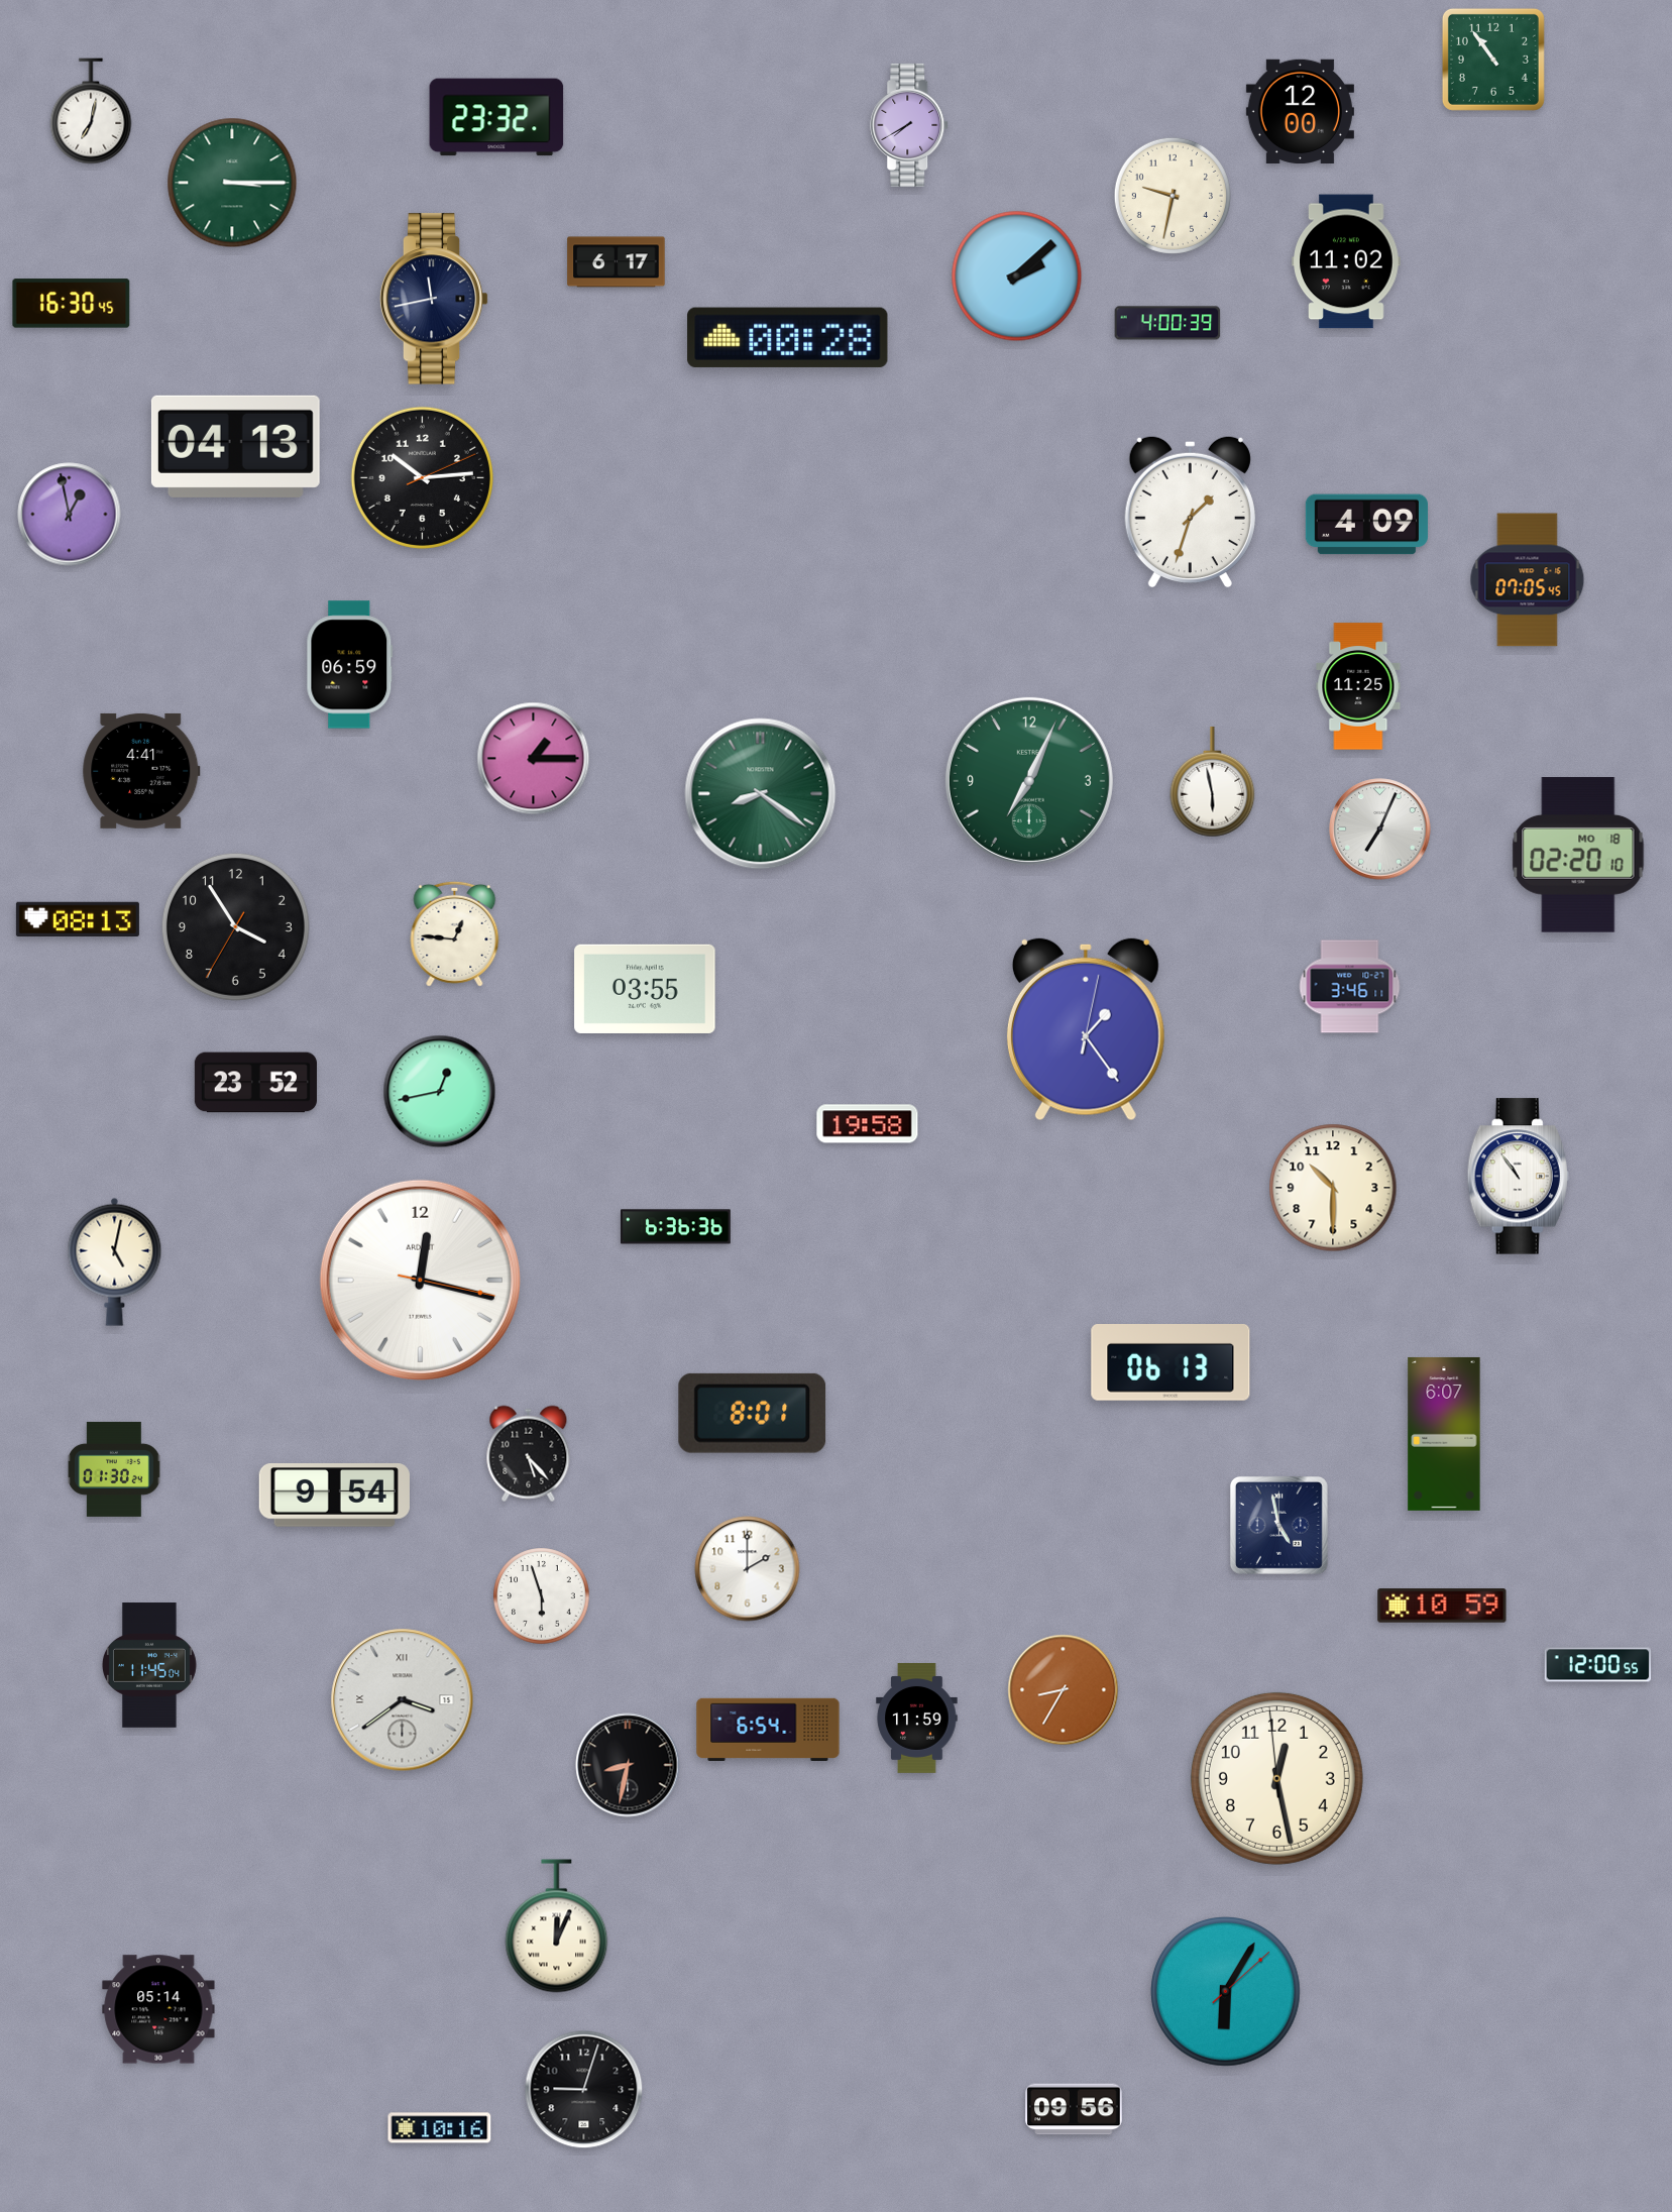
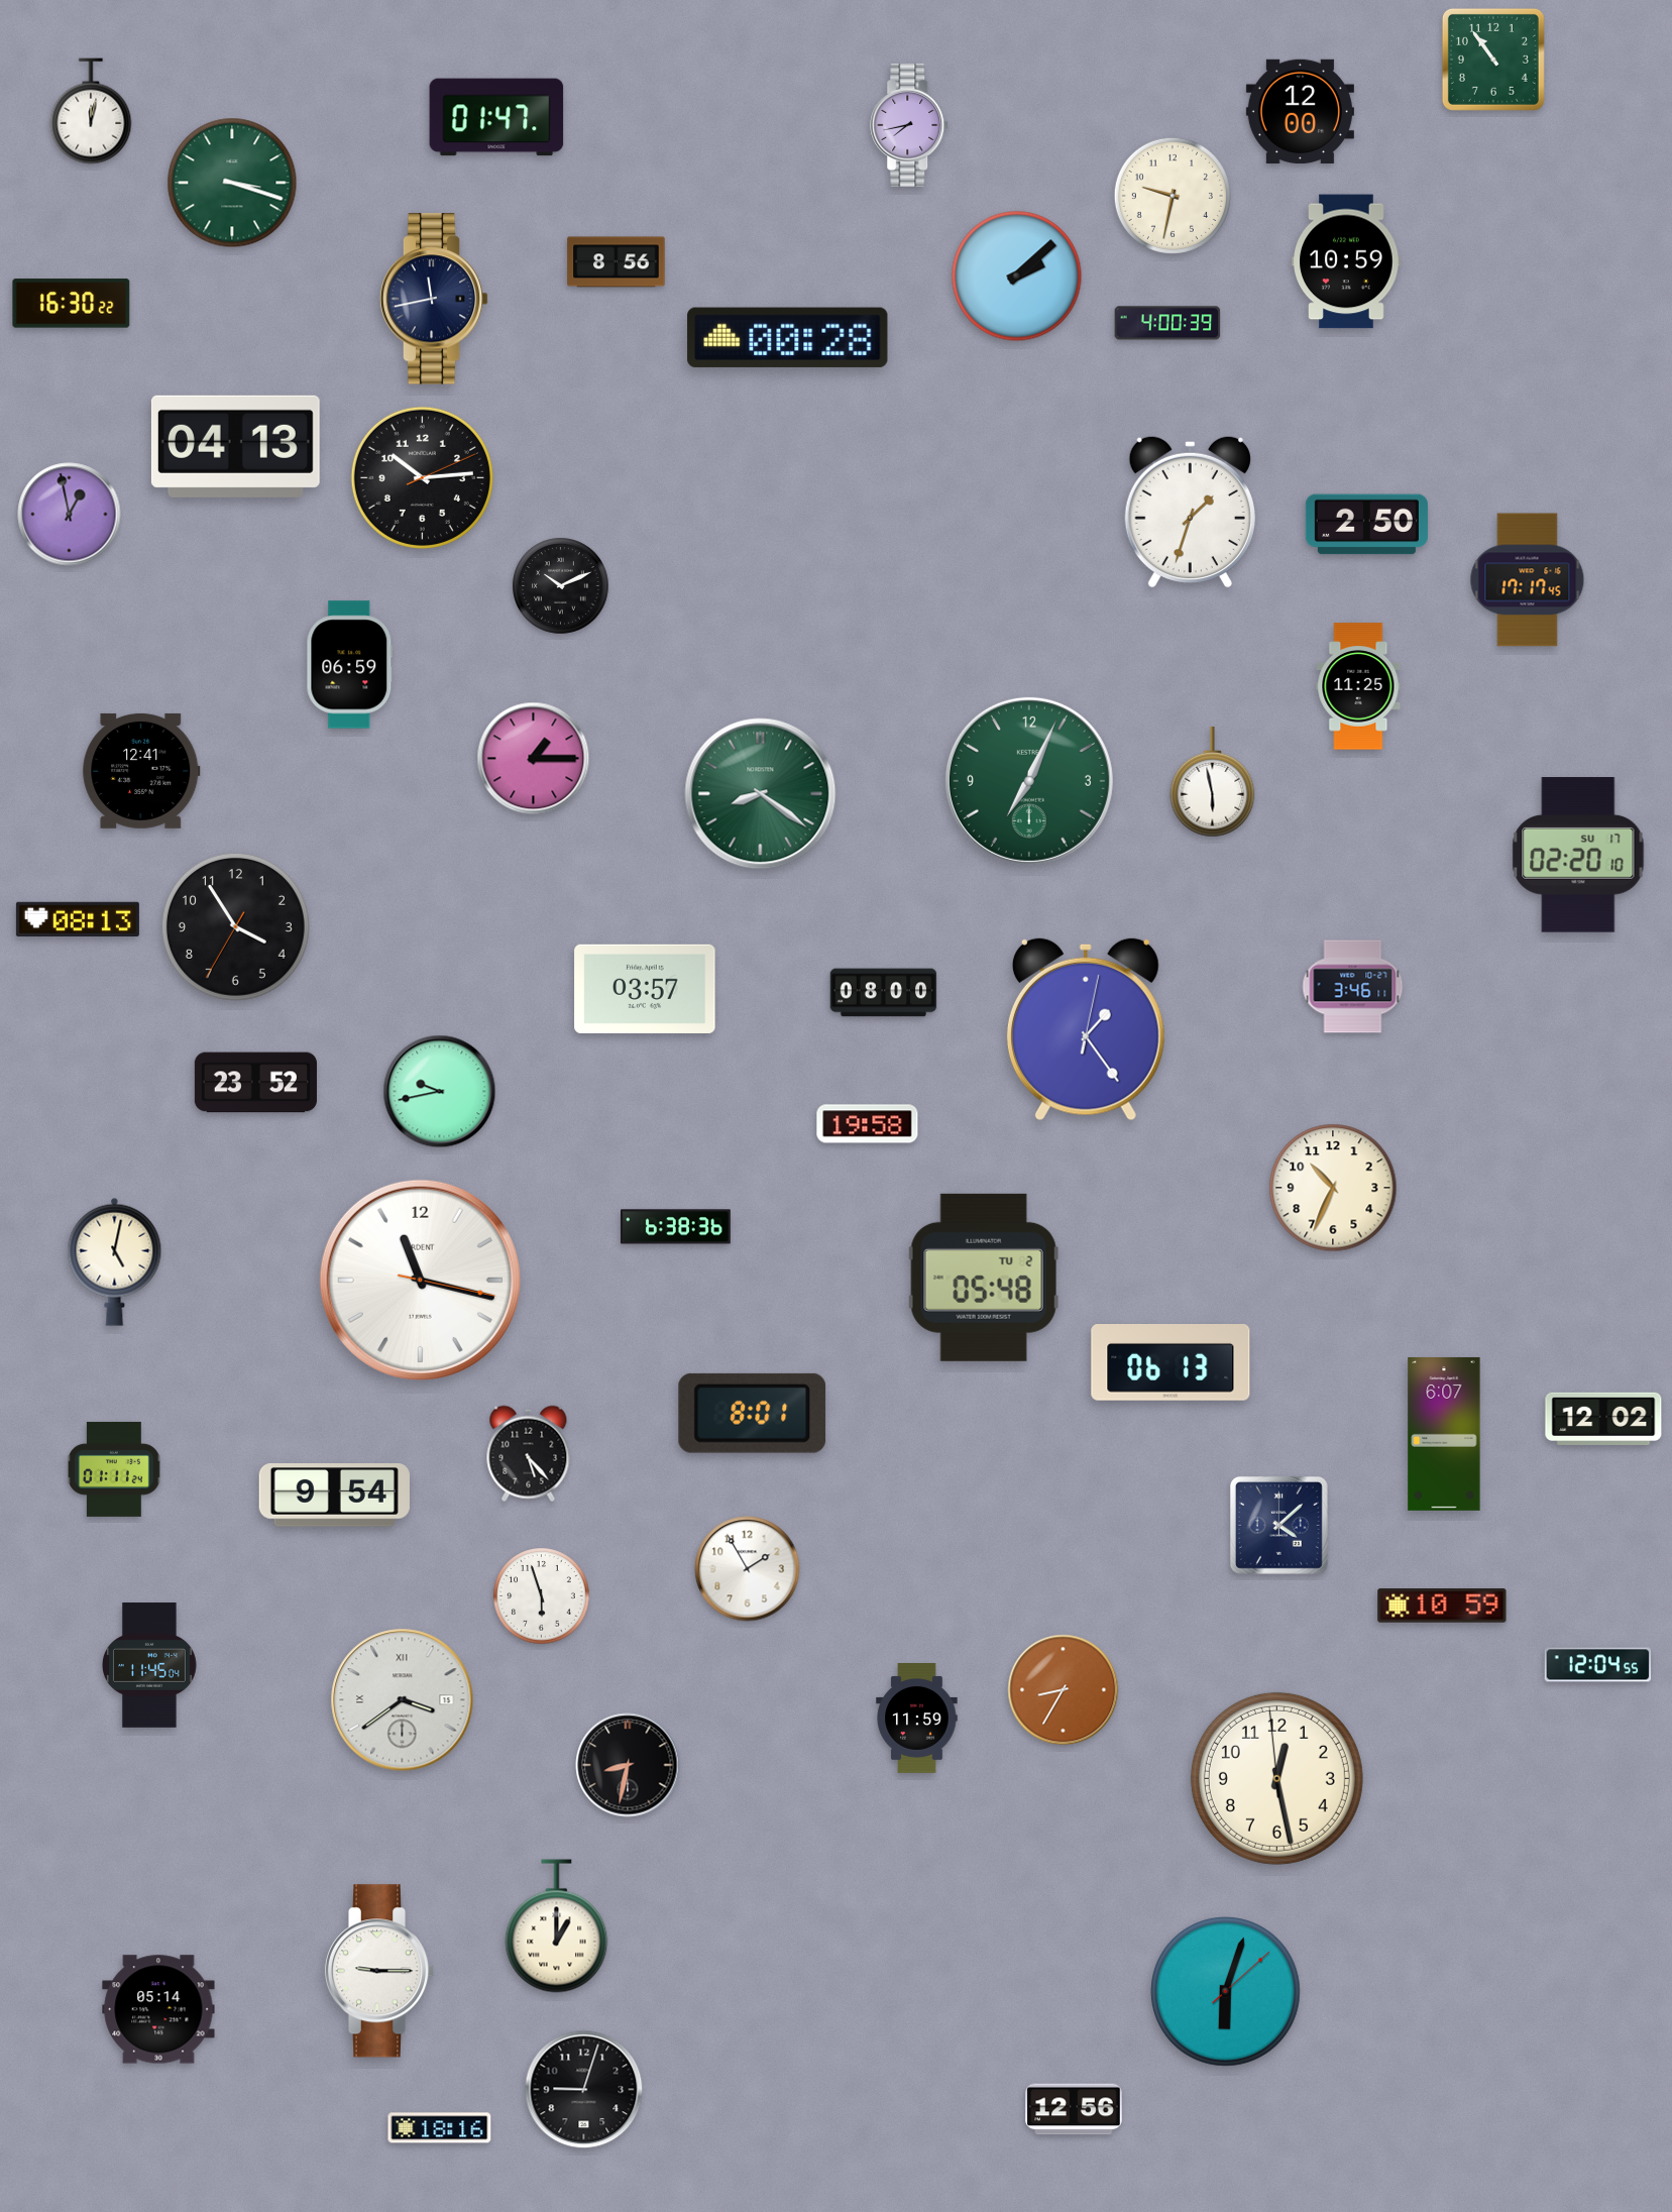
clock at (91, 111): 7:02 -> 12:02
clock at (496, 117): 23:32 -> 01:47
clock at (910, 125): 7:40 -> 7:43
clock at (232, 183): 3:15 -> 3:18
clock at (1346, 261): 11:02 -> 10:59
clock at (617, 262): 6:17 -> 8:56
clock at (72, 304): 16:30:45 -> 16:30:22
clock at (1366, 525): 4:09 -> 2:50
clock at (1528, 580): 07:05 -> 17:17
clock at (561, 586): none -> 10:11
clock at (141, 771): 4:41 -> 12:41
clock at (1380, 829): 7:04 -> none
clock at (1578, 855) date: MO 18 -> SU 17
clock at (455, 933): 12:46 -> none
clock at (1350, 987) position: (1350, 987) -> (1353, 987)
clock at (645, 989): 03:55 -> 03:57
clock at (884, 993): none -> 08:00
clock at (440, 1092): 12:43 -> 9:43
clock at (1518, 1177): 10:54 -> none
clock at (1333, 1188): 10:30 -> 10:34
clock at (675, 1227): 6:36 -> 6:38
clock at (984, 1278): none -> 05:48
clock at (420, 1280): 12:17 -> 11:17
clock at (1603, 1419): none -> 12:02
clock at (114, 1469): 01:30 -> 01:11
clock at (1278, 1525): 4:58 -> 4:08
clock at (748, 1569): 2:00 -> 1:55
clock at (1598, 1665): 12:00 -> 12:04
clock at (768, 1729): 6:54 -> none
clock at (557, 1926): 12:04 -> 1:00
clock at (379, 1971): none -> 9:15
clock at (1226, 1992): 6:05 -> 6:03
clock at (1074, 2109): 09:56 -> 12:56
clock at (440, 2128): 10:16 -> 18:16
